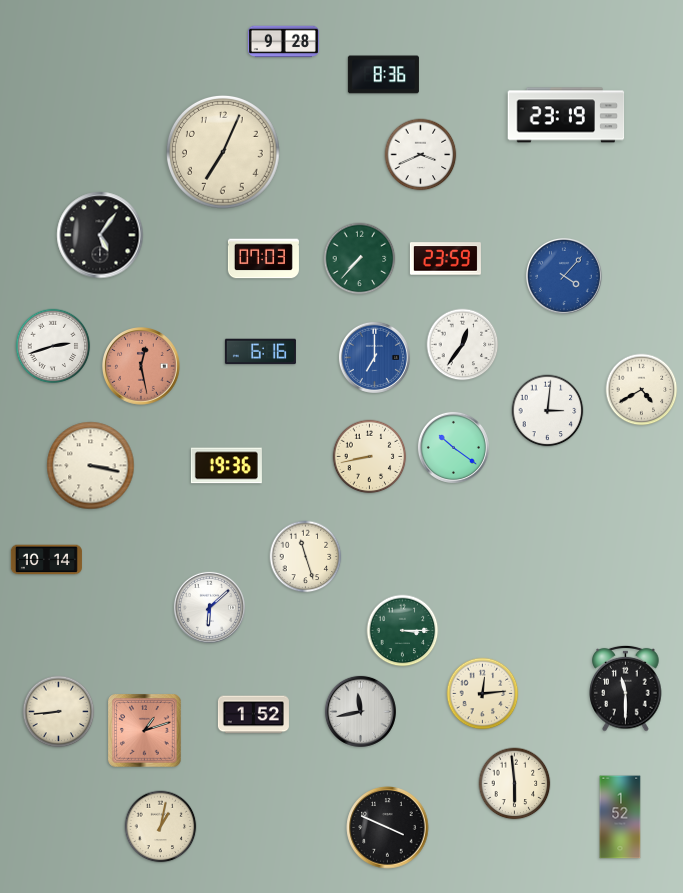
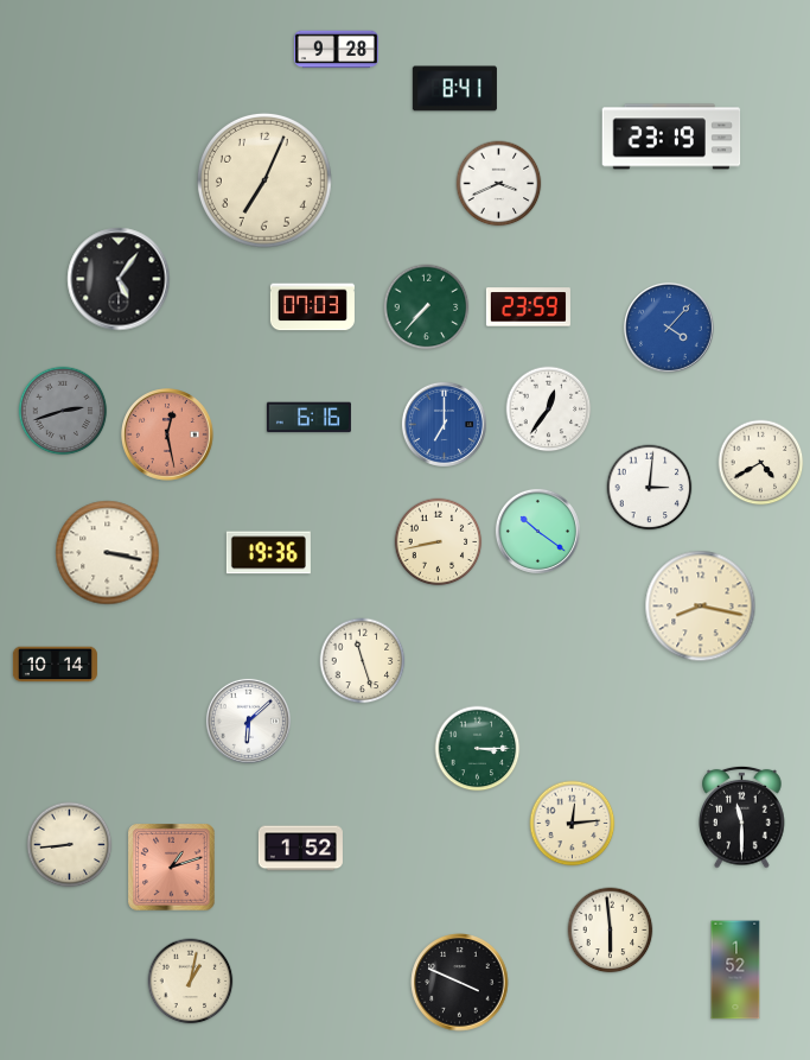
clock at (383, 75): 8:36 -> 8:41
clock at (53, 346) dial: white -> grey
clock at (701, 607): none -> 8:17
clock at (360, 711): 11:43 -> none
